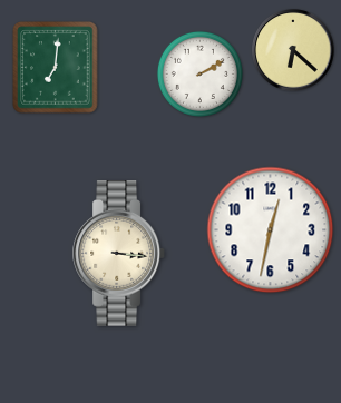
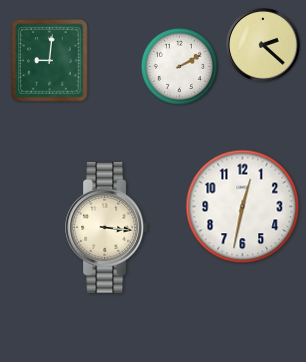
clock at (293, 50): 6:22 -> 2:22
clock at (56, 68): 7:01 -> 9:01
